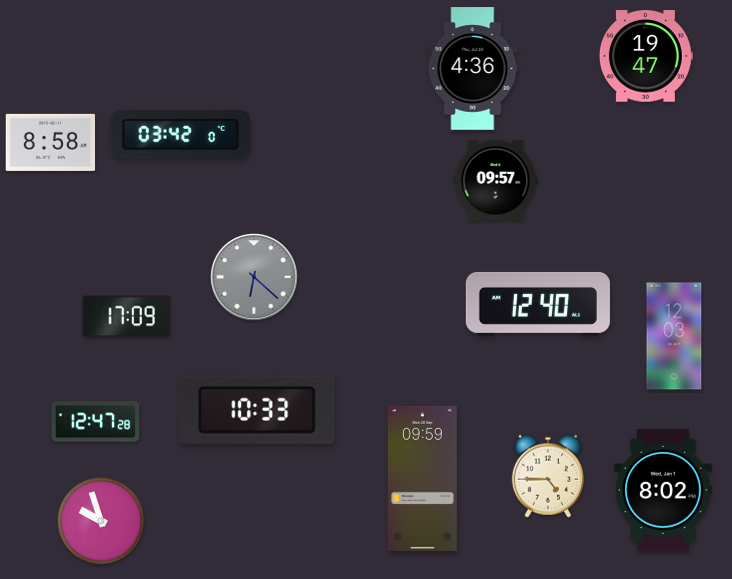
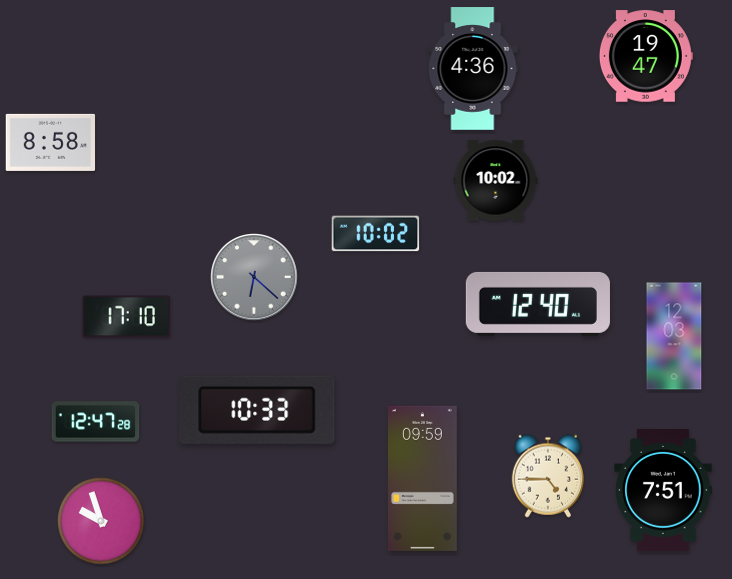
clock at (181, 135): 03:42 -> none
clock at (496, 181): 09:57 -> 10:02
clock at (376, 234): none -> 10:02
clock at (127, 317): 17:09 -> 17:10
clock at (663, 491): 8:02 -> 7:51
